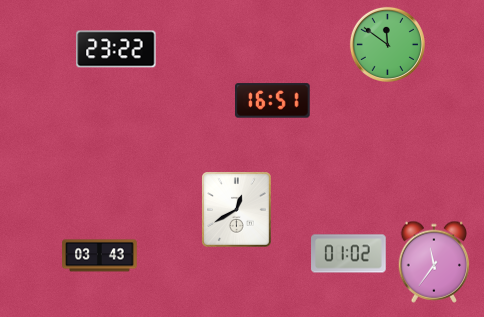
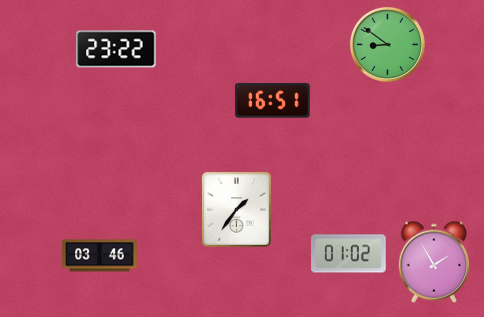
clock at (387, 44): 11:51 -> 8:51
clock at (237, 210): 12:40 -> 1:36
clock at (100, 256): 03:43 -> 03:46
clock at (434, 262): 11:36 -> 1:55
